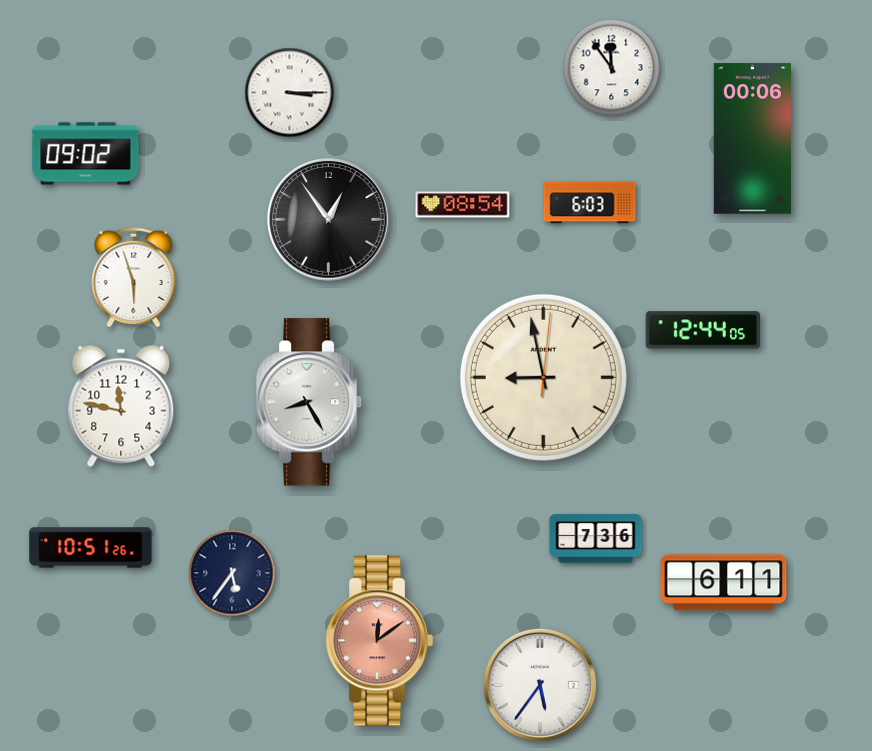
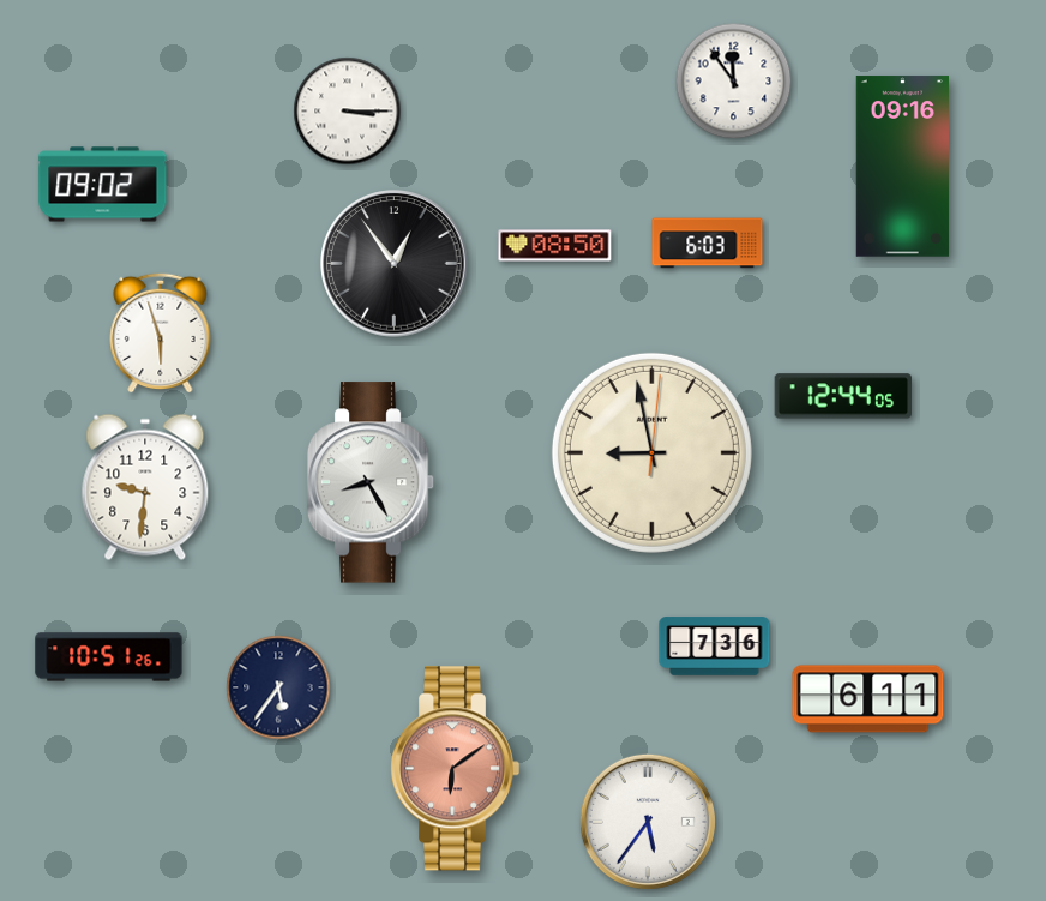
clock at (752, 139): 00:06 -> 09:16
clock at (463, 205): 08:54 -> 08:50
clock at (121, 406): 11:47 -> 9:31
clock at (379, 641): 12:09 -> 6:09
